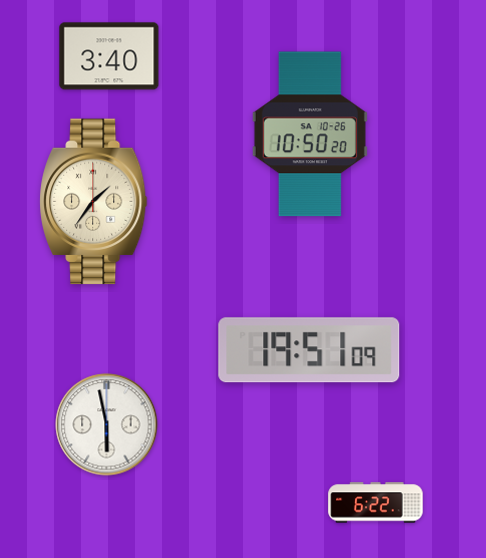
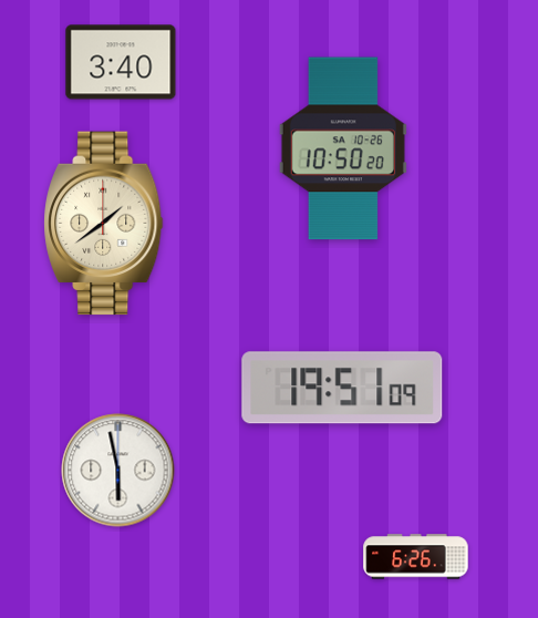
clock at (94, 202): 1:36 -> 1:39
clock at (376, 503): 6:22 -> 6:26
